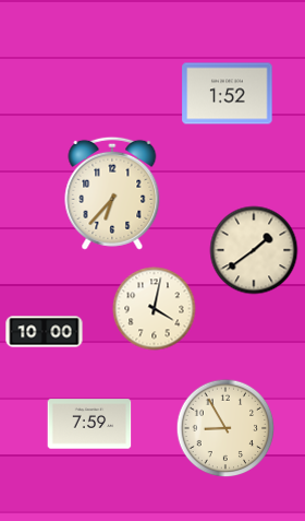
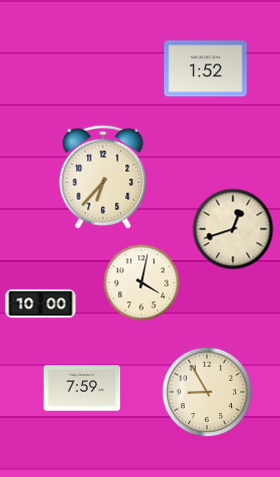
clock at (228, 94) position: (228, 94) -> (206, 69)
clock at (254, 250): 1:39 -> 12:42
